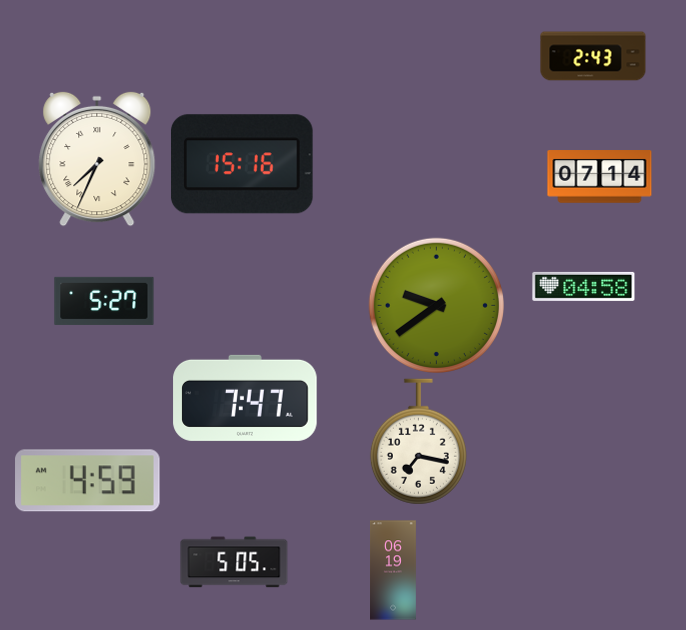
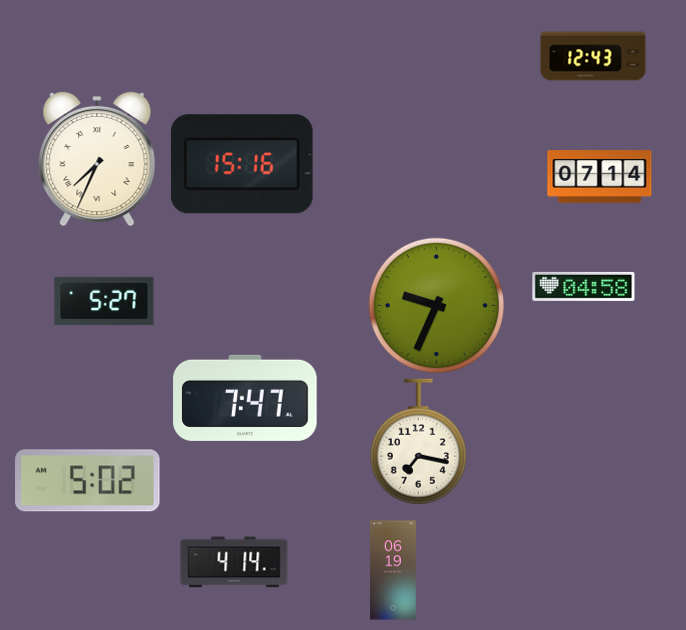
clock at (593, 56): 2:43 -> 12:43
clock at (436, 305): 9:39 -> 9:34
clock at (88, 481): 4:59 -> 5:02
clock at (234, 562): 5:05 -> 4:14
